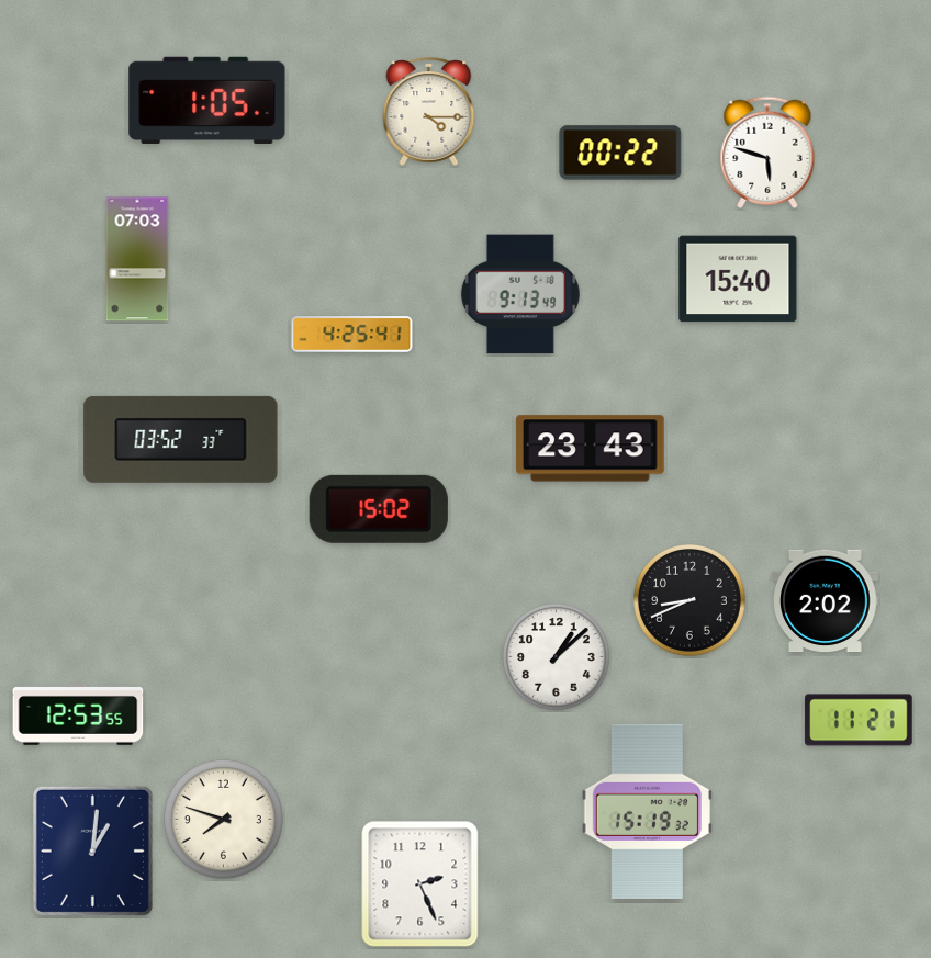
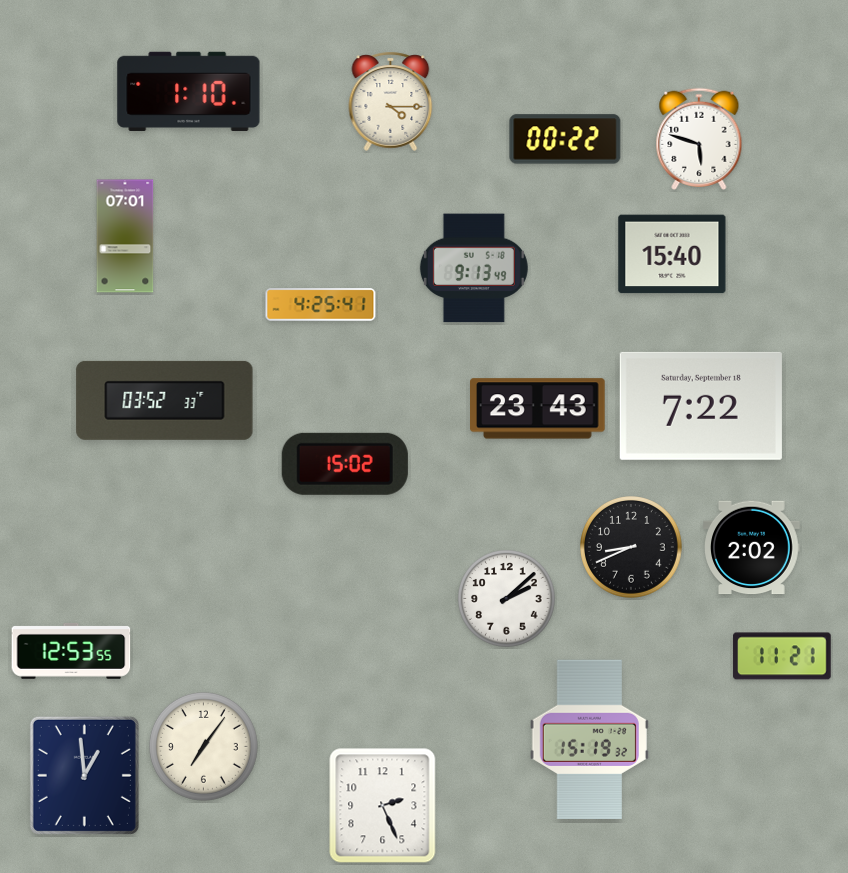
clock at (207, 100): 1:05 -> 1:10
clock at (137, 259): 07:03 -> 07:01
clock at (701, 406): none -> 7:22
clock at (691, 601) position: (691, 601) -> (632, 548)
clock at (557, 657): 1:08 -> 2:08
clock at (223, 819): 7:48 -> 7:06
clock at (92, 850): 1:01 -> 12:59
